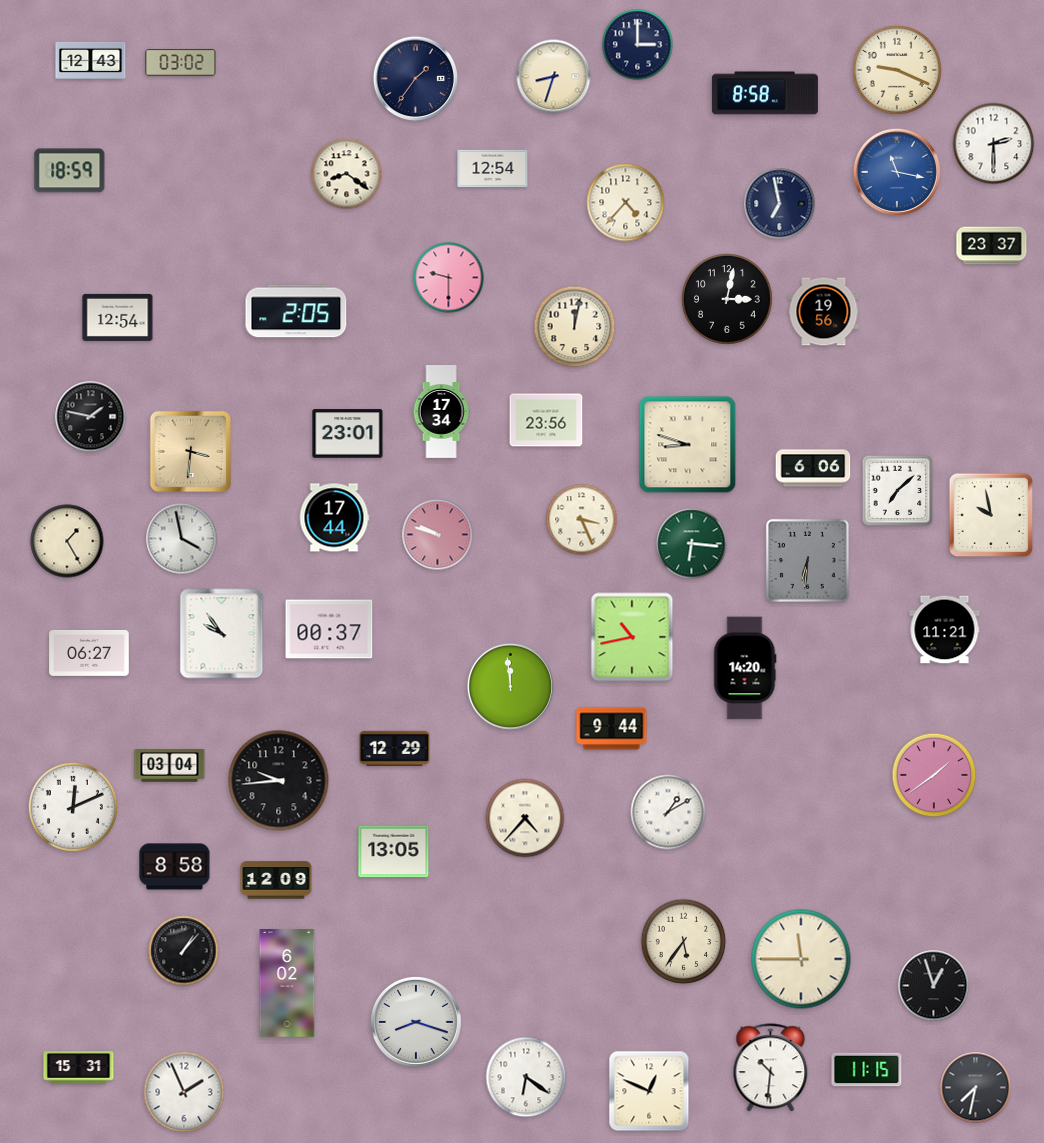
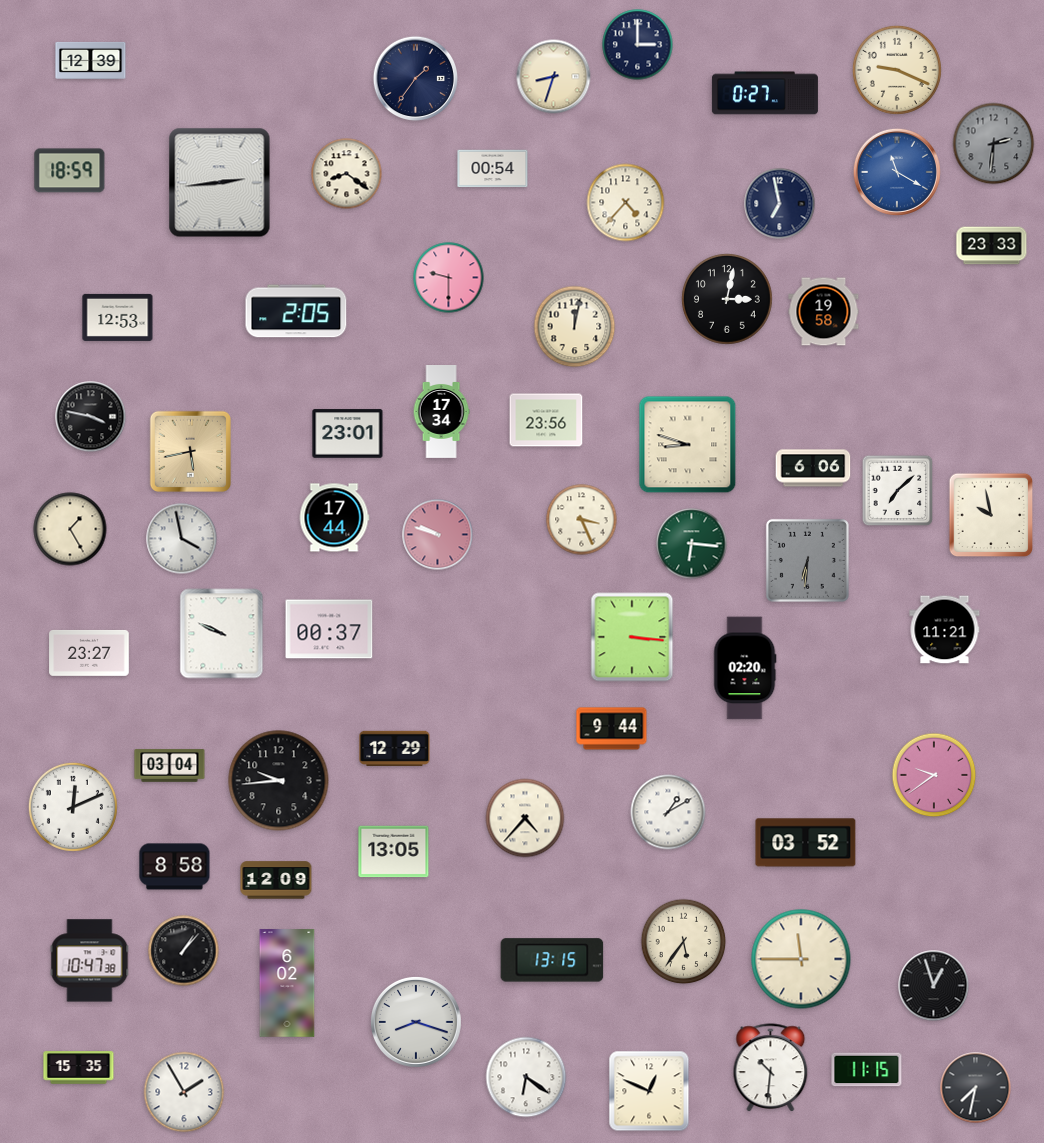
clock at (91, 60): 12:43 -> 12:39
clock at (181, 62): 03:02 -> none
clock at (765, 93): 8:58 -> 0:27
clock at (994, 144): 2:30 -> 2:31
clock at (994, 144) dial: white -> grey
clock at (493, 169): 12:54 -> 00:54
clock at (897, 172): 11:17 -> 11:20
clock at (220, 183): none -> 2:44
clock at (992, 246): 23:37 -> 23:33
clock at (824, 312): 19:56 -> 19:58
clock at (118, 317): 12:54 -> 12:53
clock at (91, 417): 1:47 -> 3:47
clock at (190, 451): 3:31 -> 5:43
clock at (67, 541) position: (67, 541) -> (70, 529)
clock at (222, 634): 9:54 -> 9:49
clock at (632, 637): 10:43 -> 3:16
clock at (89, 653): 06:27 -> 23:27
clock at (745, 668): 14:20 -> 02:20
clock at (510, 686): 11:59 -> none
clock at (934, 775): 1:39 -> 9:39
clock at (806, 843): none -> 03:52
clock at (552, 960): none -> 13:15
clock at (90, 961): none -> 10:47
clock at (79, 1068): 15:31 -> 15:35
clock at (184, 1092): 1:56 -> 1:55
